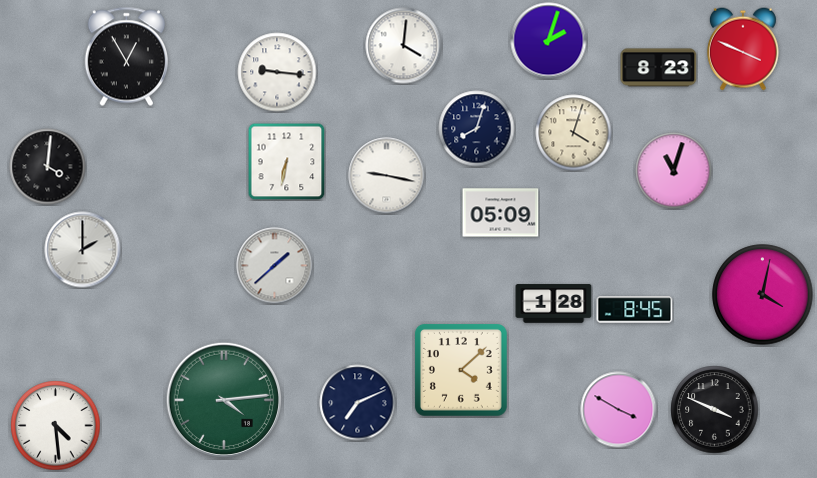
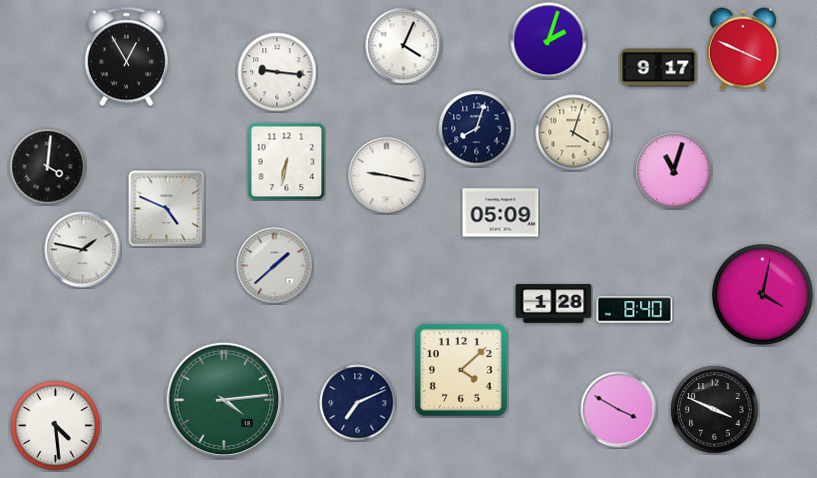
clock at (404, 46): 4:01 -> 4:04
clock at (659, 68): 8:23 -> 9:17
clock at (167, 209): none -> 4:49
clock at (83, 250): 2:00 -> 1:47
clock at (635, 310): 8:45 -> 8:40
